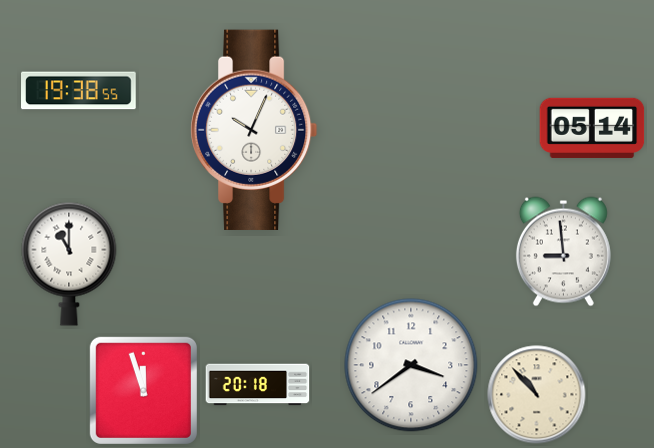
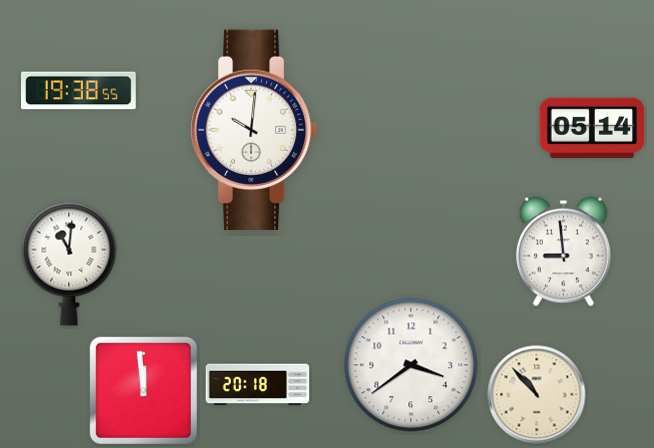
clock at (254, 130): 10:04 -> 10:01
clock at (69, 264): 11:00 -> 11:01
clock at (143, 390): 11:57 -> 11:59
